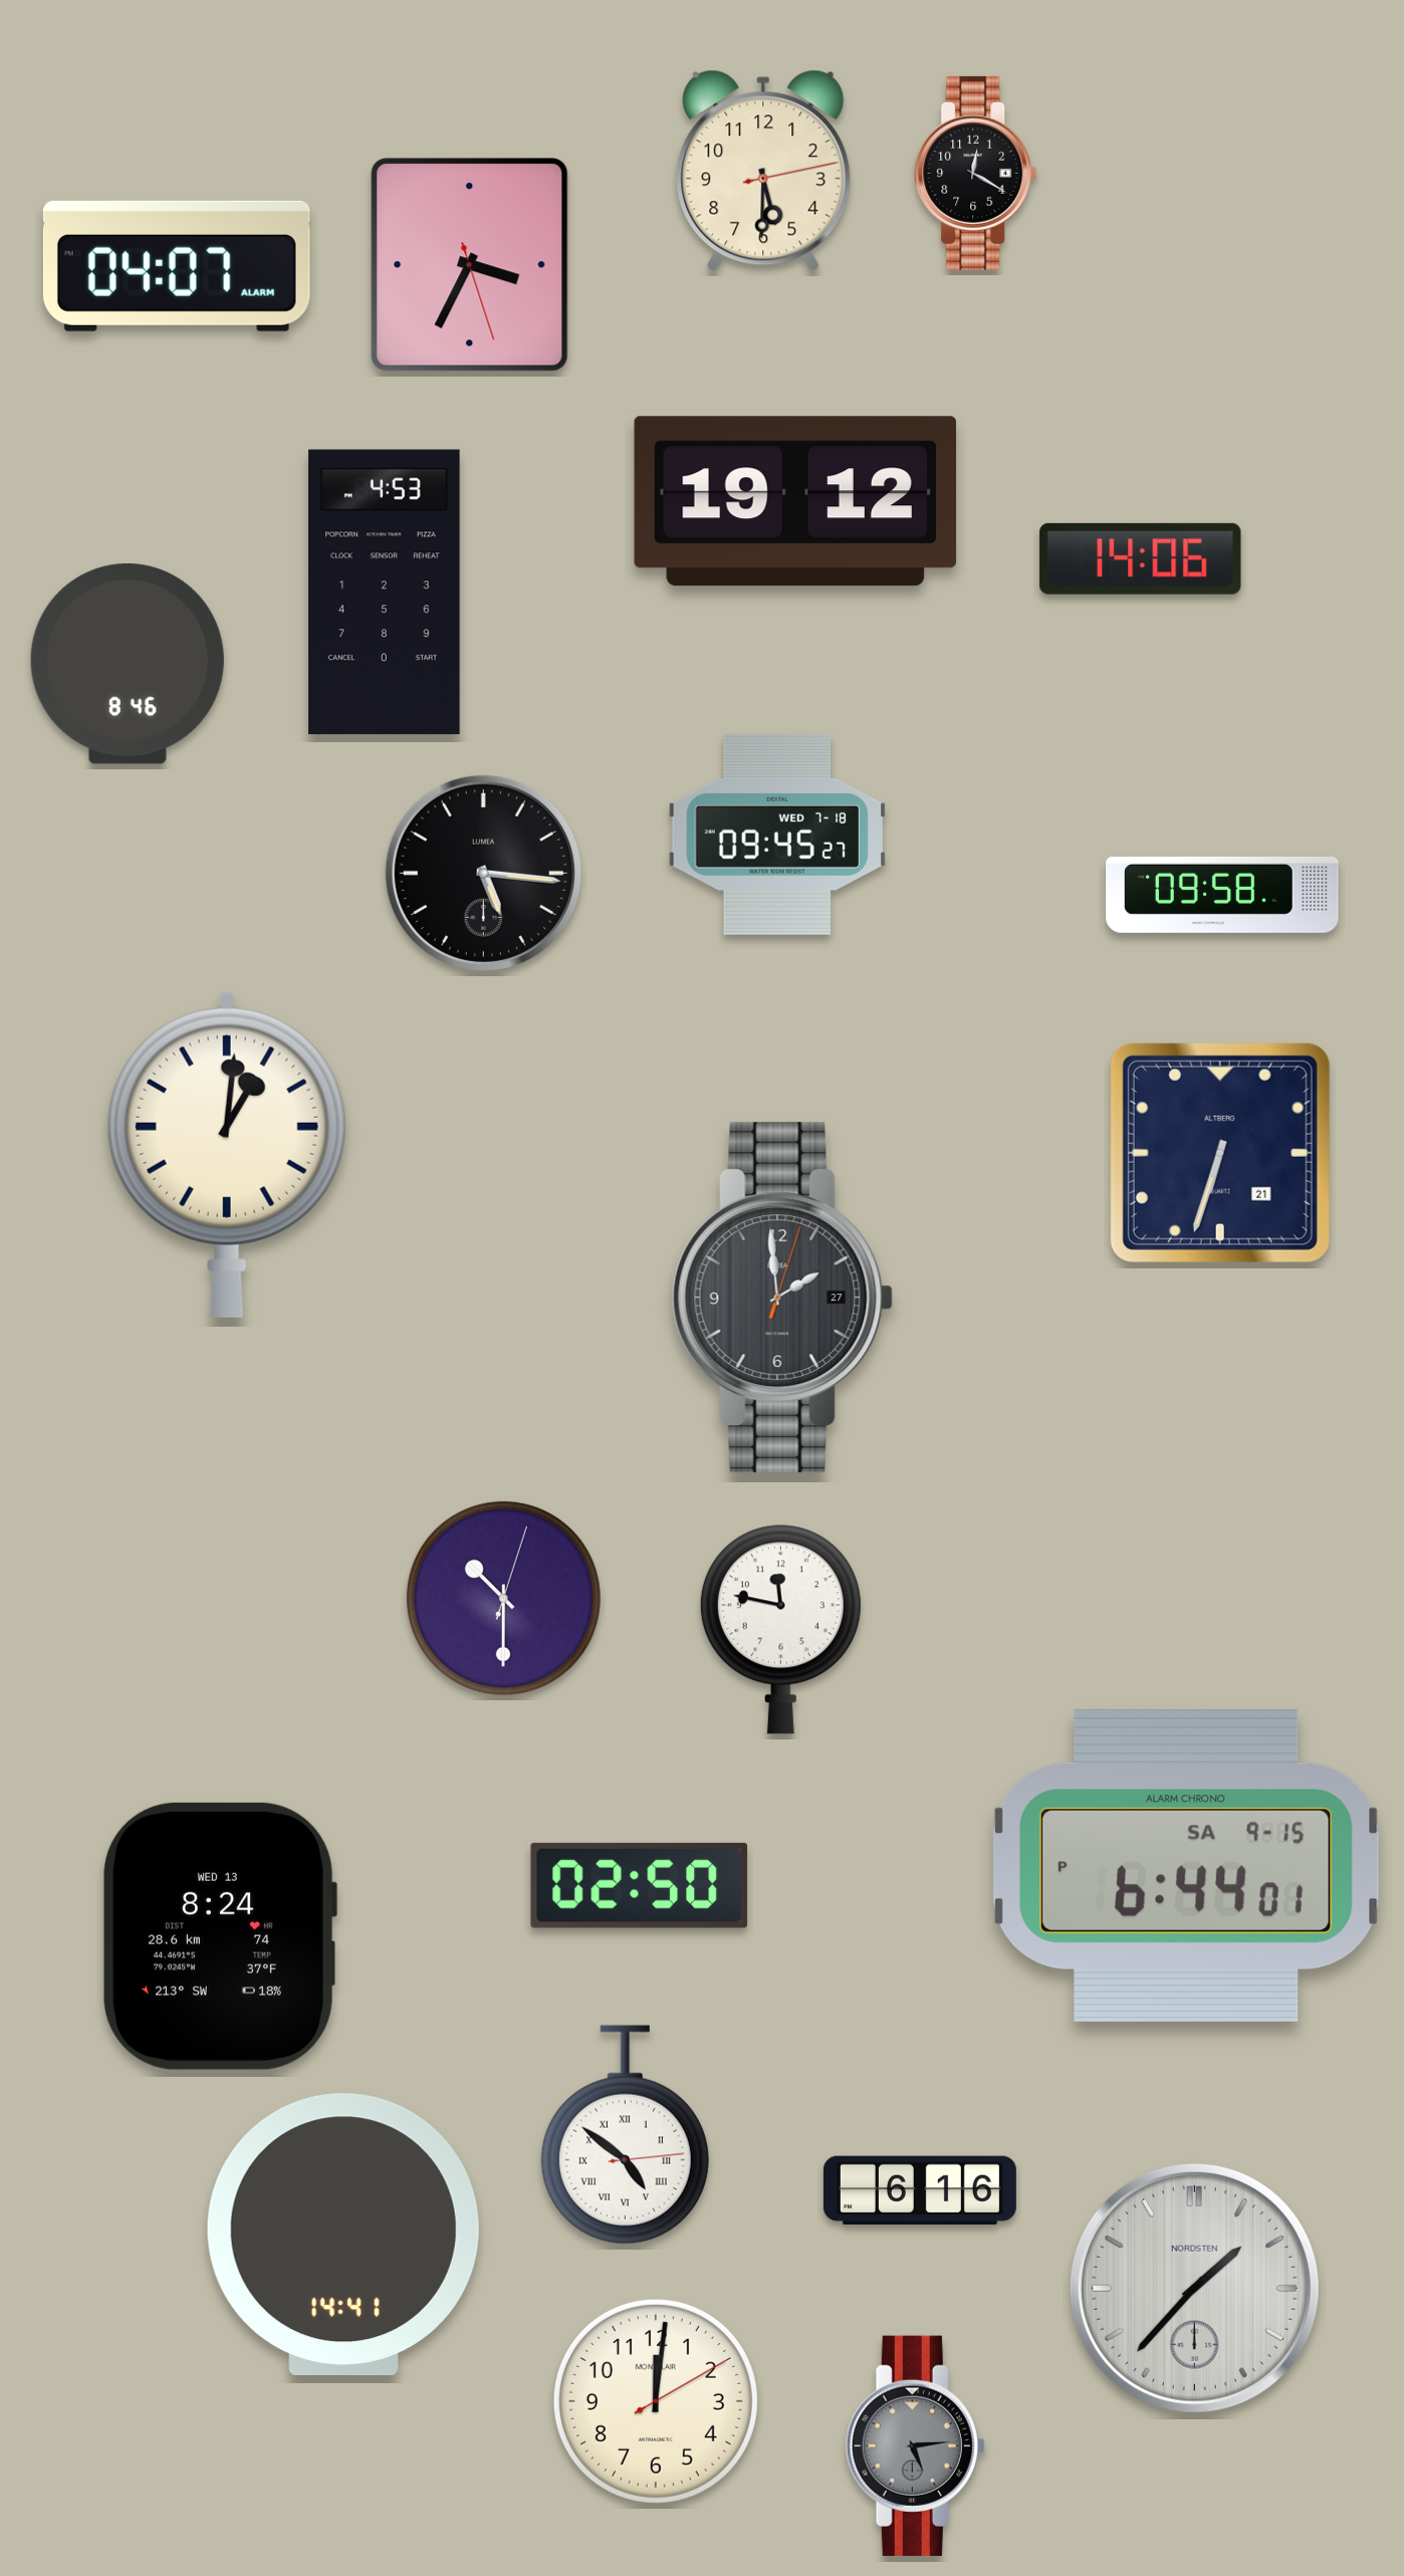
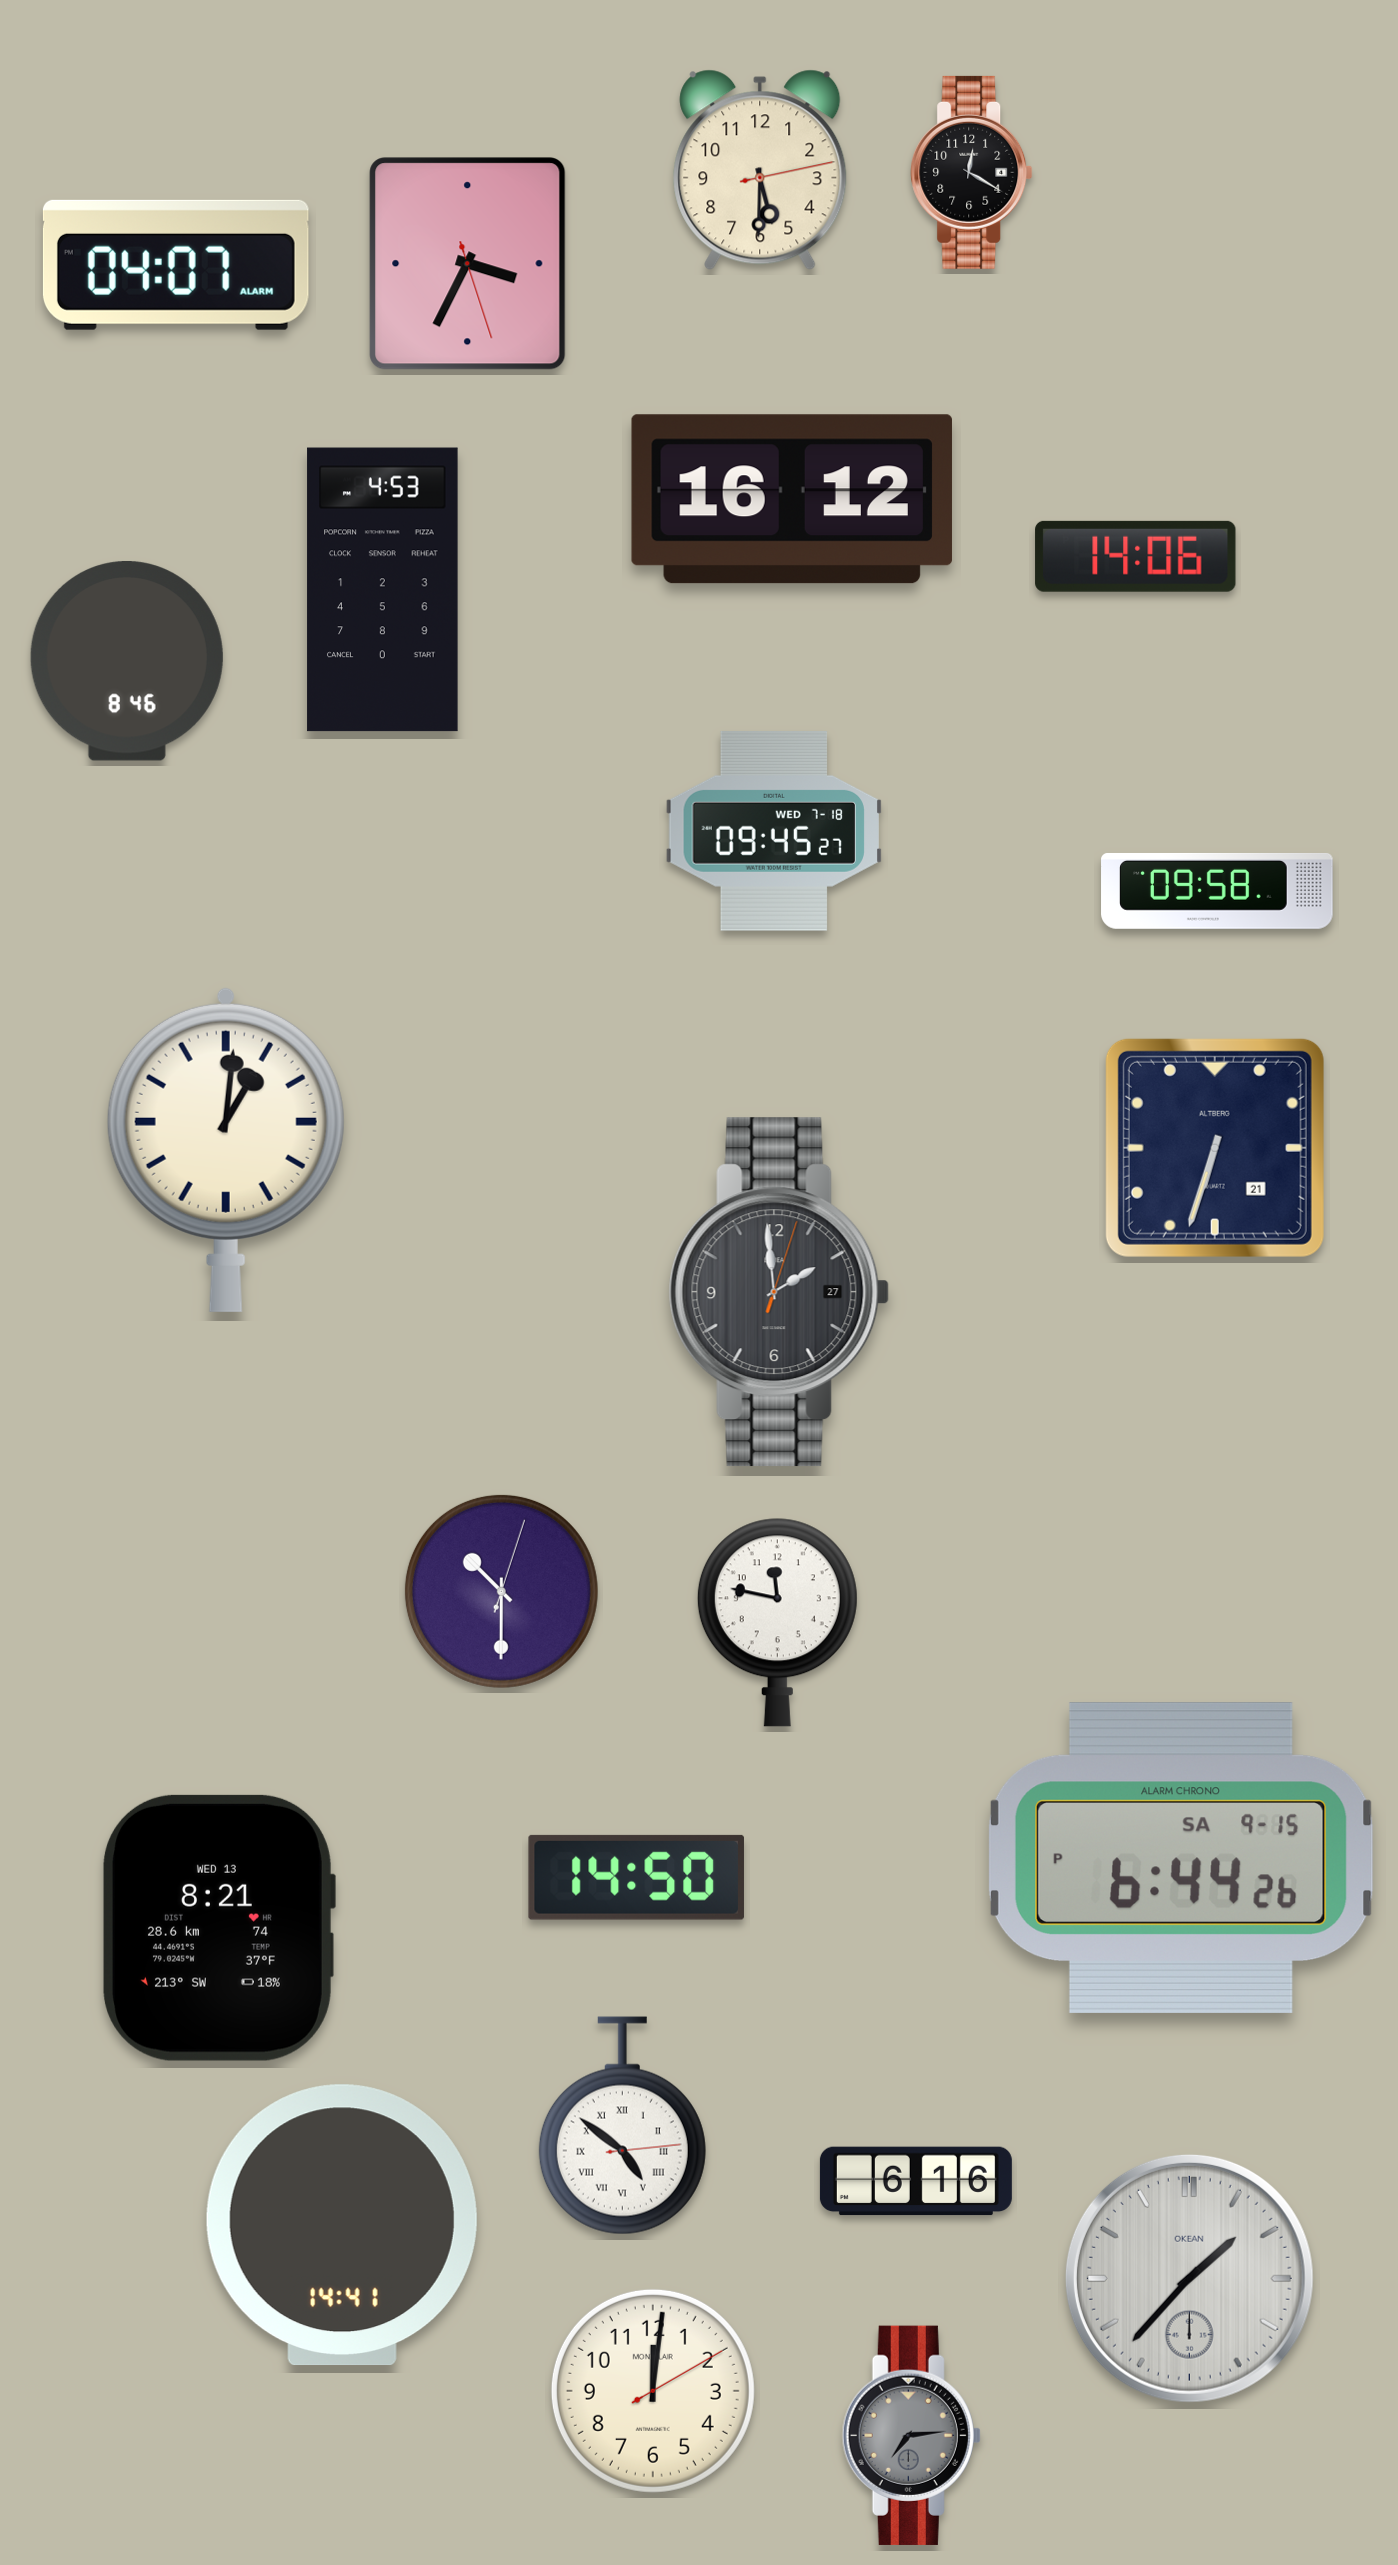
clock at (795, 501): 19:12 -> 16:12
clock at (483, 873): 5:16 -> none
clock at (1186, 1866): 6:44:01 PM -> 6:44:26 PM
clock at (639, 1885): 02:50 -> 14:50
clock at (220, 1936): 8:24 -> 8:21
clock at (1194, 2288) brand: NORDSTEN -> OKEAN
clock at (915, 2445): 5:14 -> 7:14
